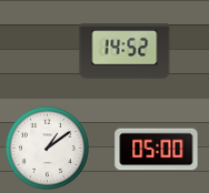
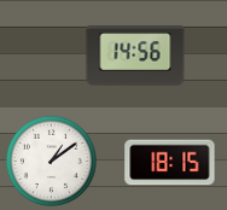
clock at (125, 51): 14:52 -> 14:56
clock at (157, 150): 05:00 -> 18:15
